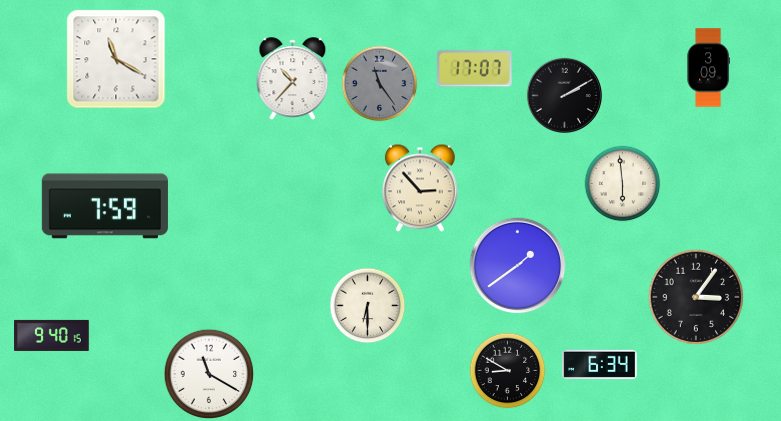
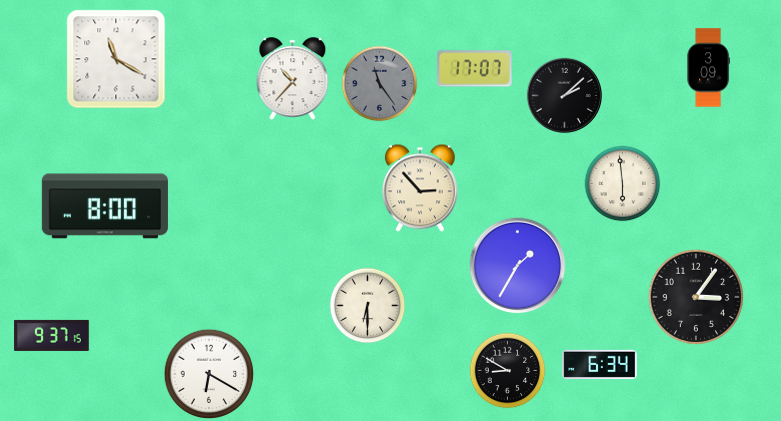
clock at (564, 95): 2:10 -> 2:08
clock at (105, 206): 7:59 -> 8:00
clock at (518, 266): 1:39 -> 1:35
clock at (52, 335): 9:40 -> 9:37
clock at (209, 374): 11:20 -> 6:20
